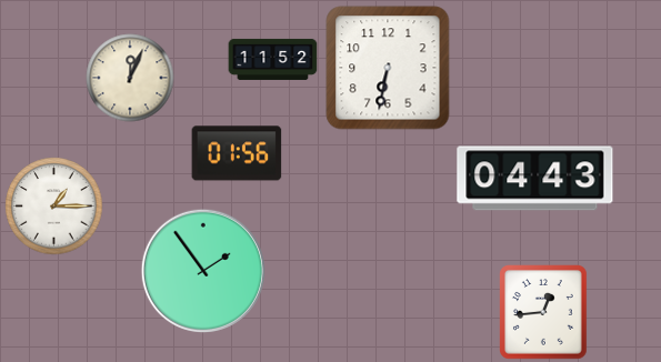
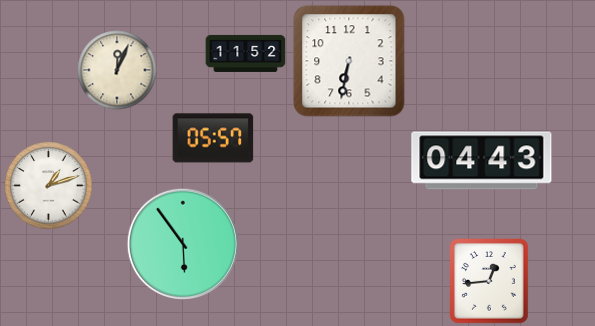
clock at (237, 153): 01:56 -> 05:57
clock at (54, 207): 1:15 -> 1:12
clock at (203, 271): 1:54 -> 5:54
